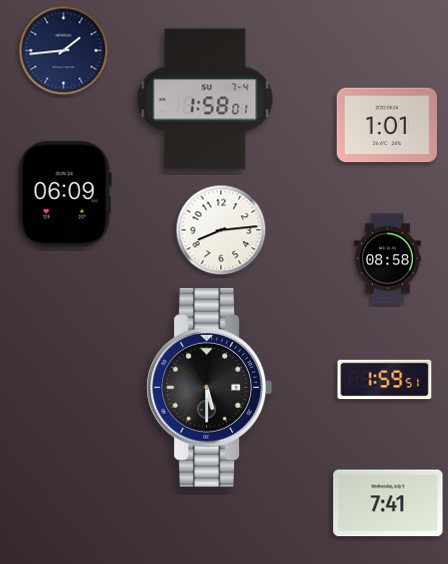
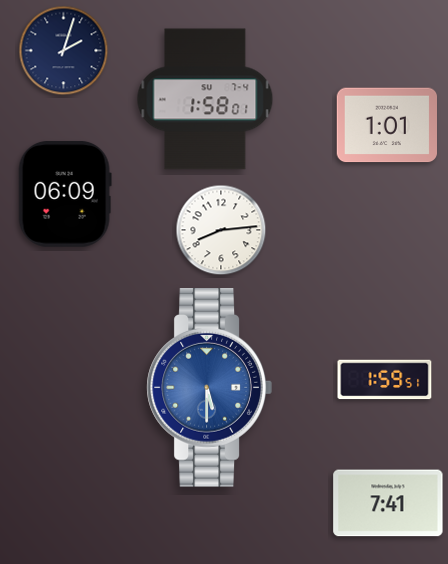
clock at (64, 51): 1:44 -> 2:03
clock at (388, 259): 08:58 -> none
clock at (209, 388) dial: black -> blue
